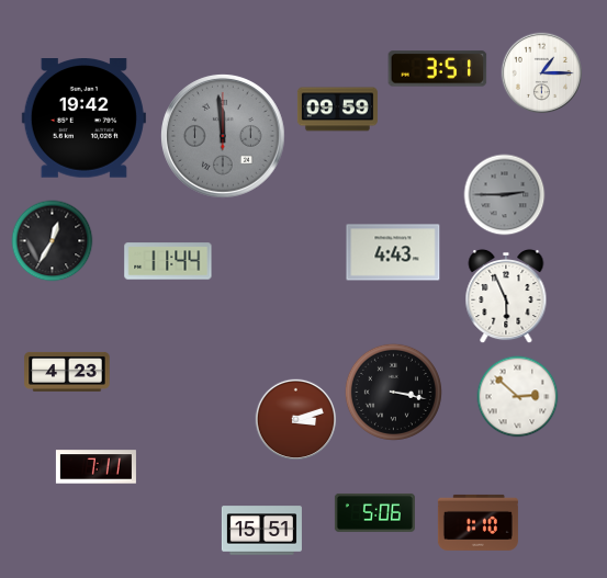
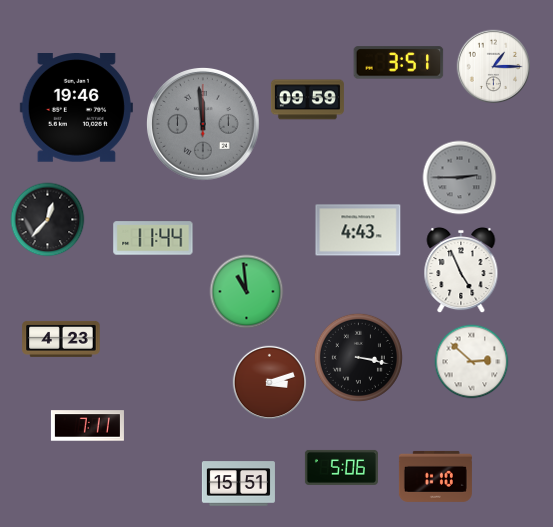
clock at (83, 118): 19:42 -> 19:46
clock at (53, 241): 12:35 -> 12:37
clock at (506, 296): 5:56 -> 4:56
clock at (247, 292): none -> 10:59
